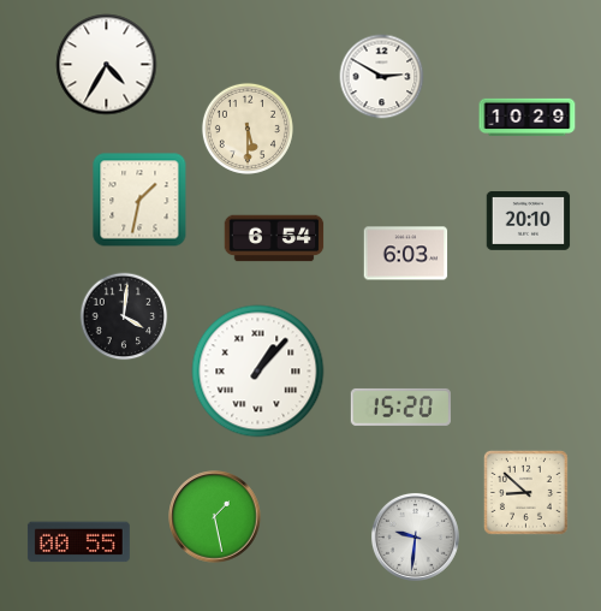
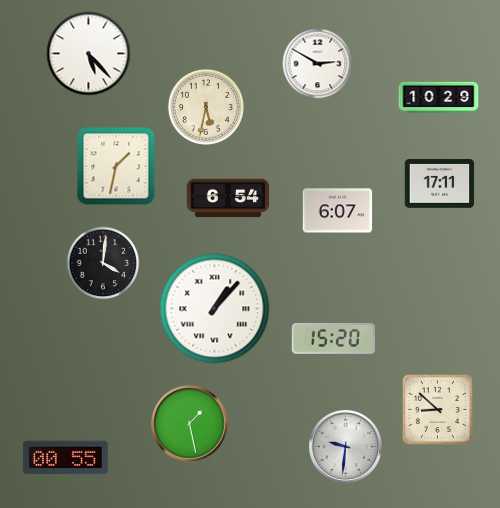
clock at (107, 65): 4:35 -> 5:23
clock at (248, 129): 5:30 -> 5:32
clock at (529, 221): 20:10 -> 17:11
clock at (406, 254): 6:03 -> 6:07
clock at (215, 517) position: (215, 517) -> (190, 424)
clock at (78, 542) position: (78, 542) -> (65, 458)
